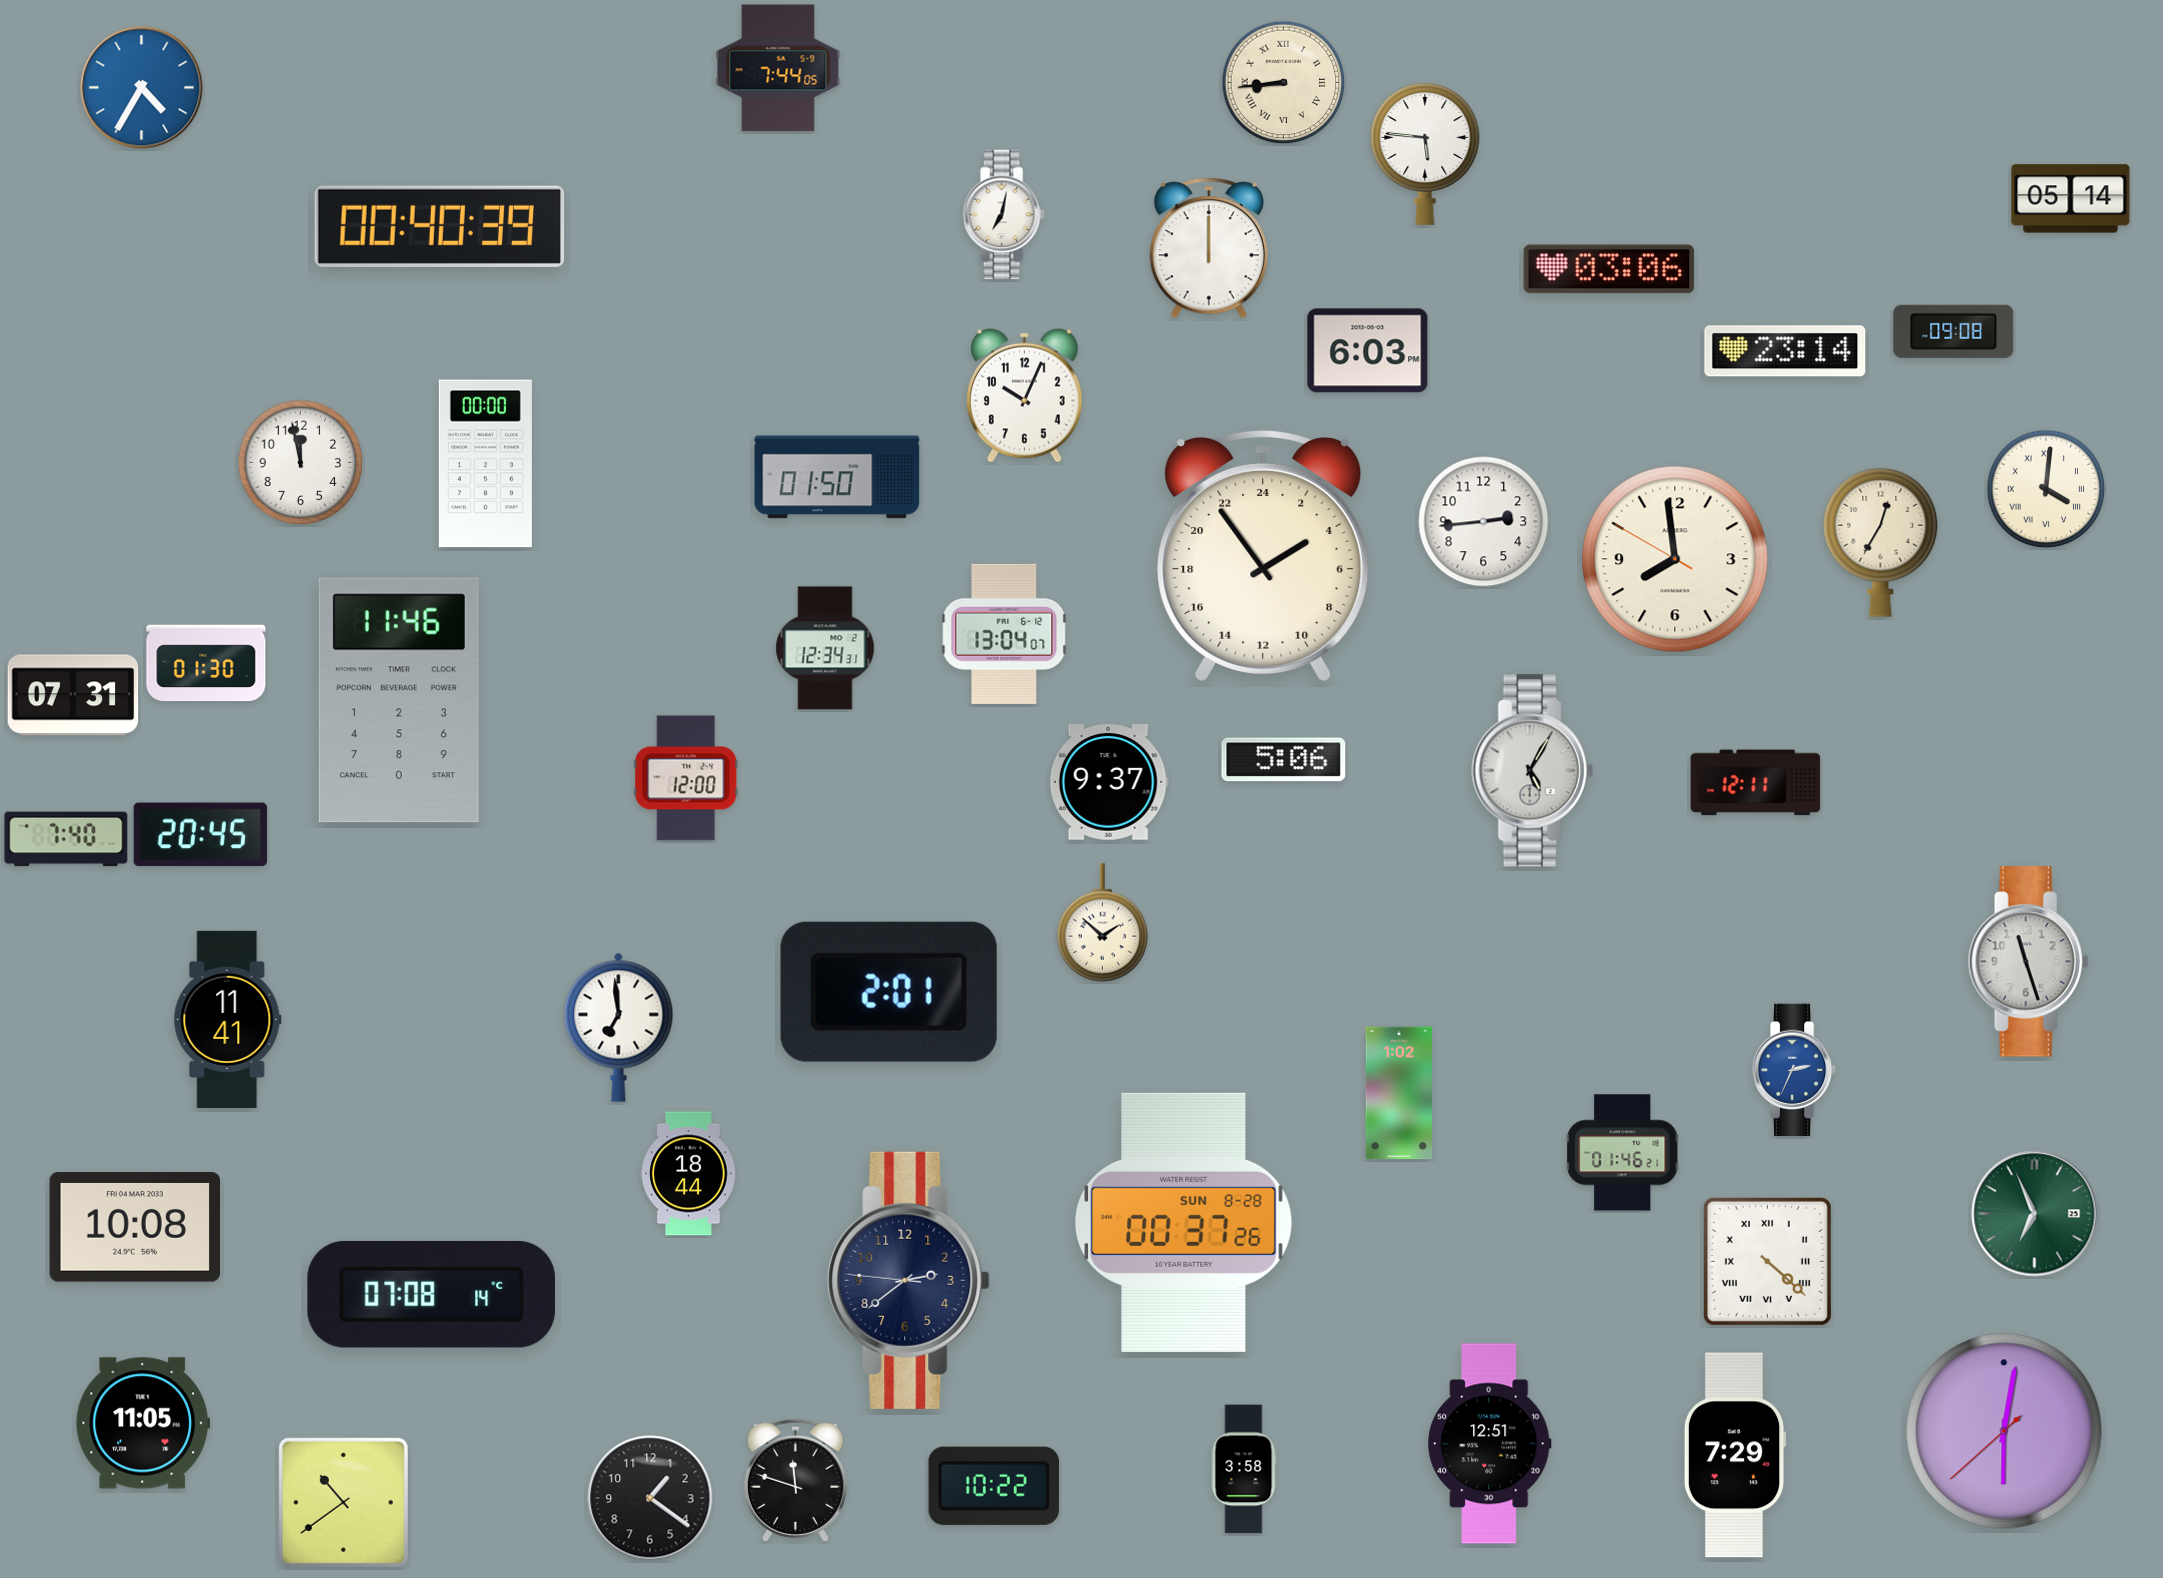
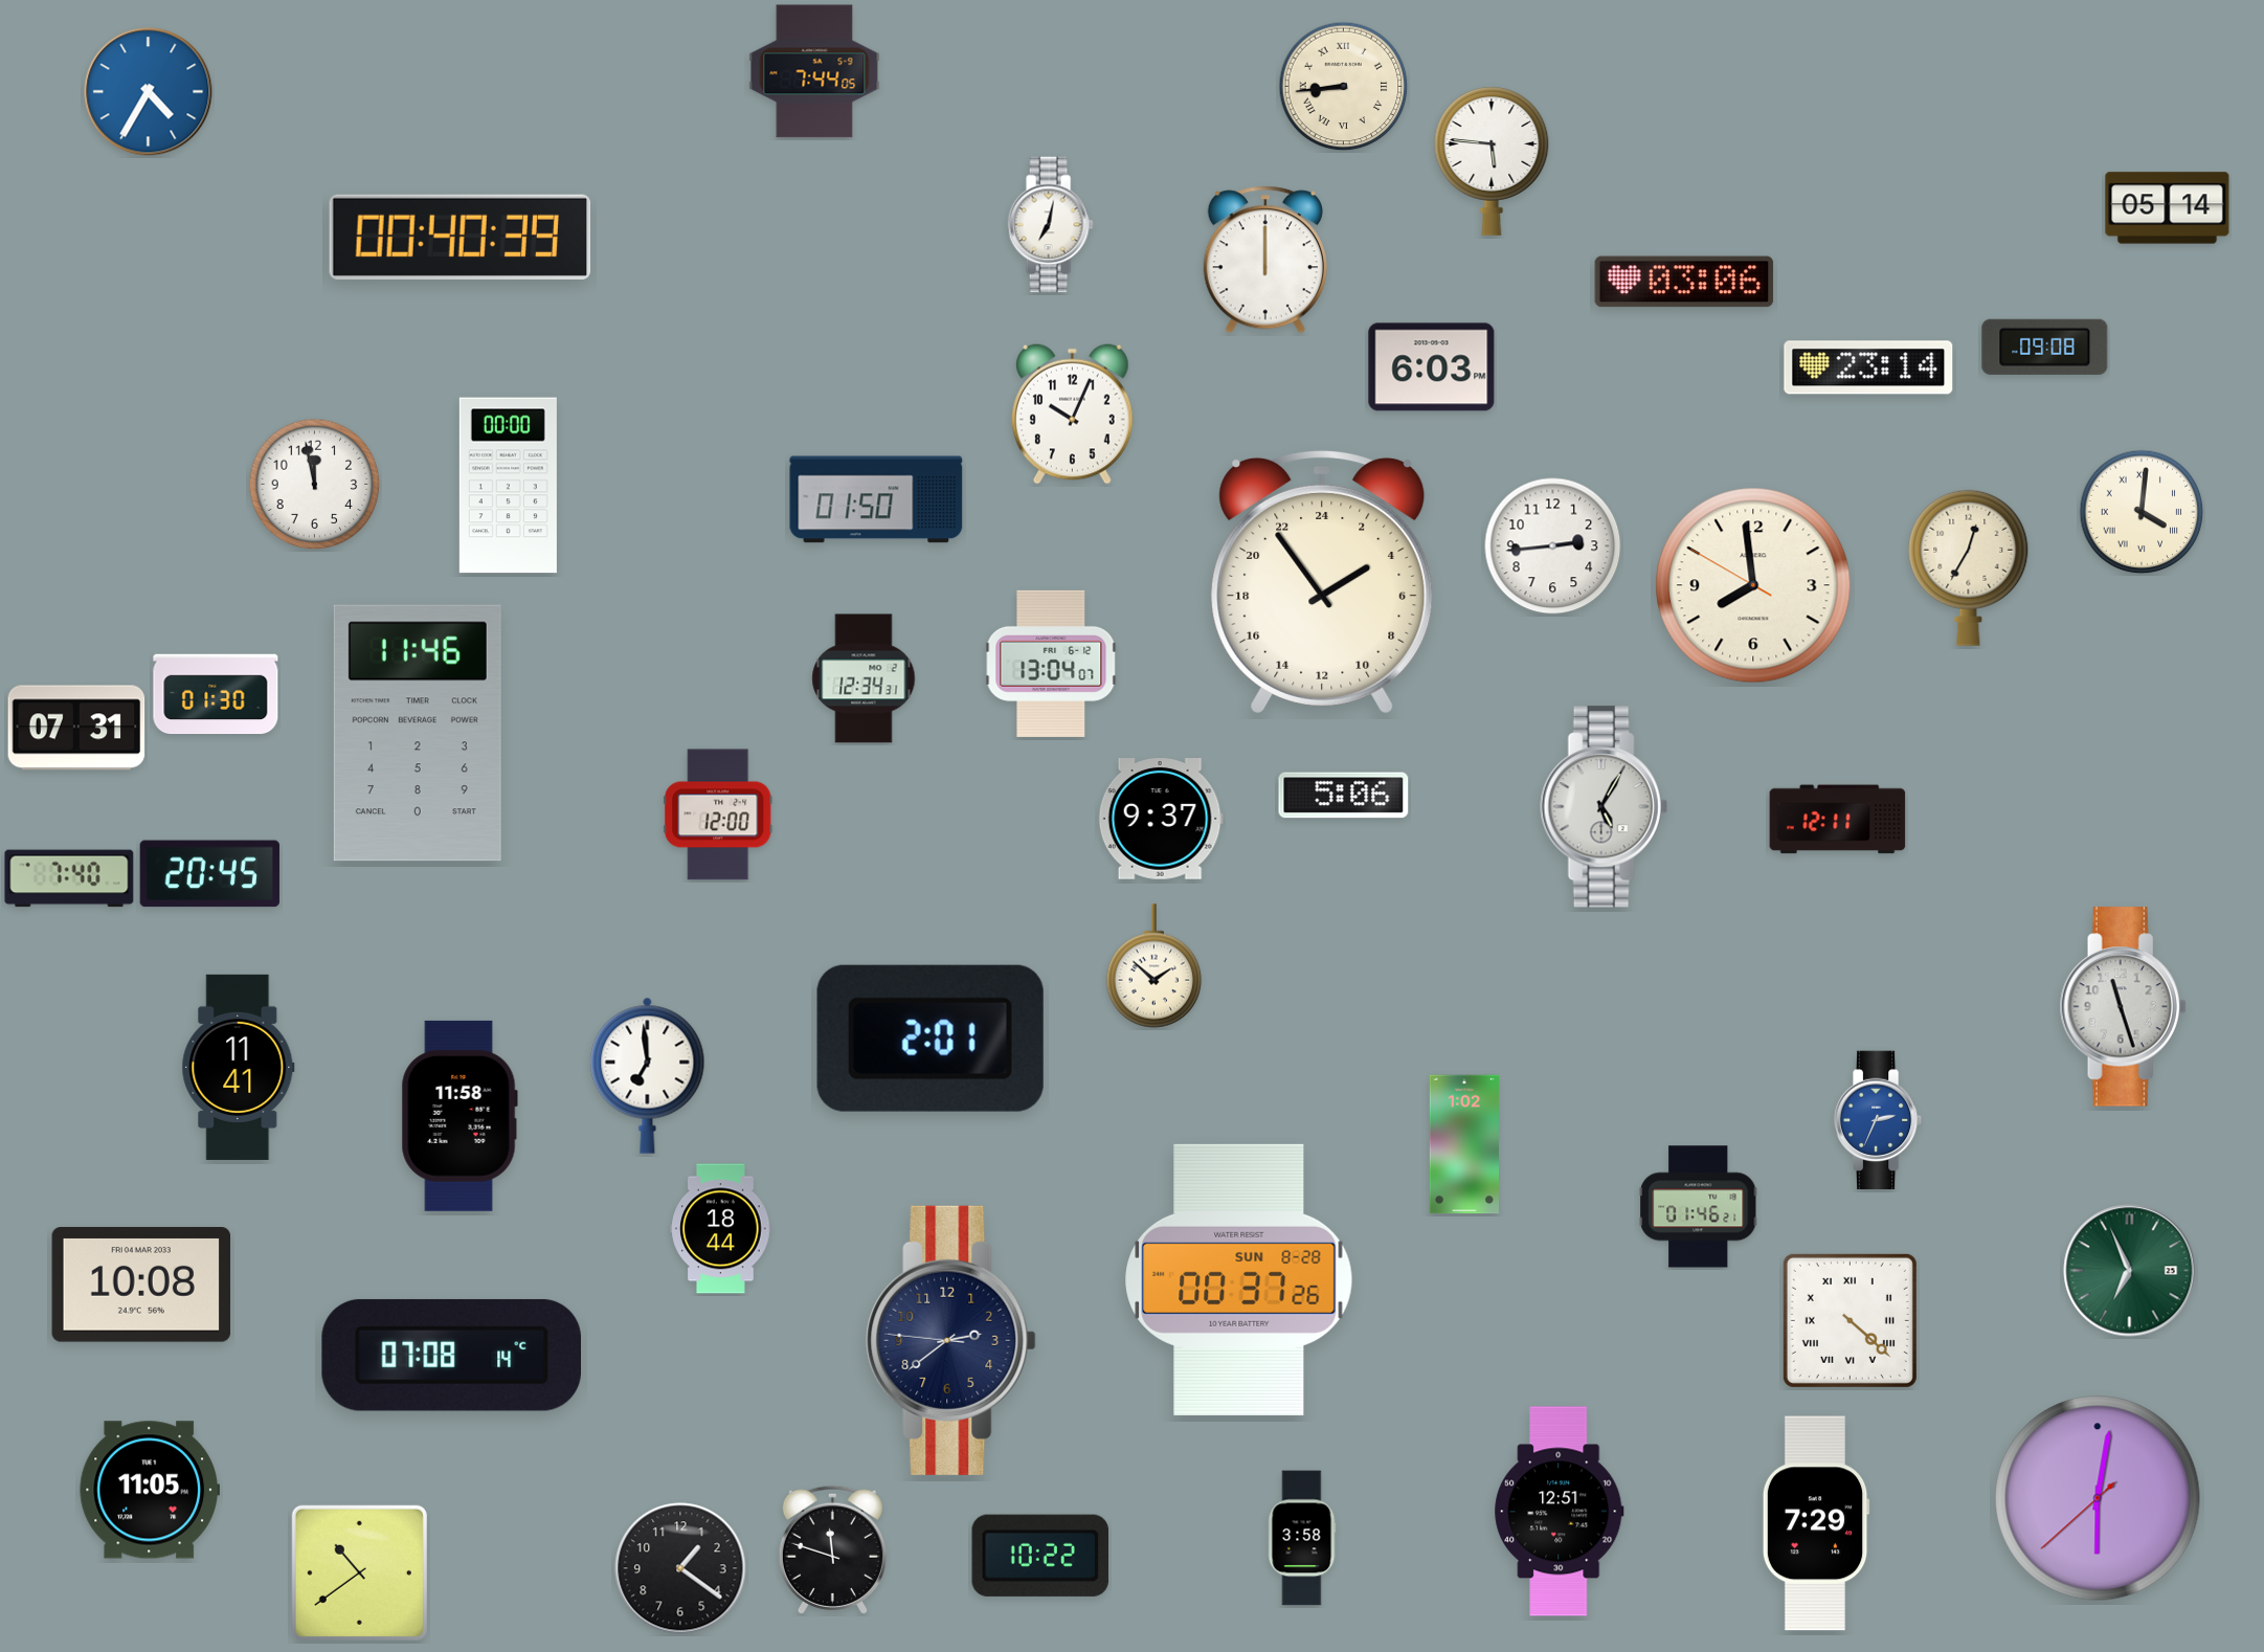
clock at (459, 1116): none -> 11:58
